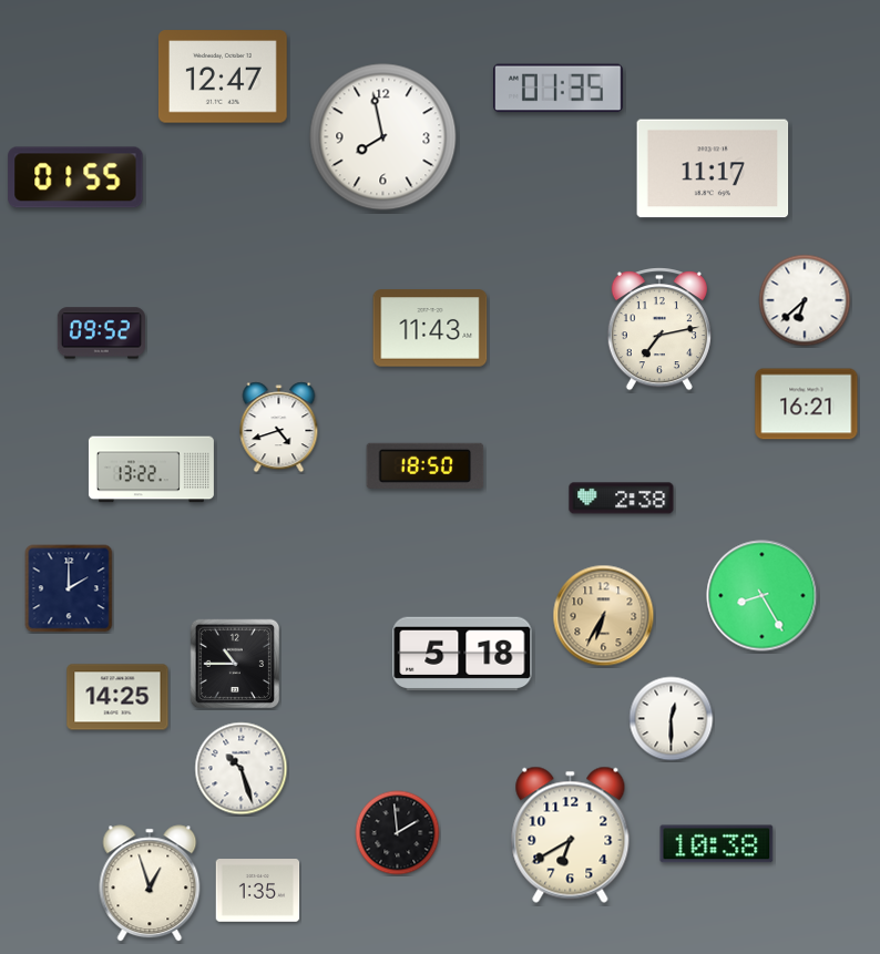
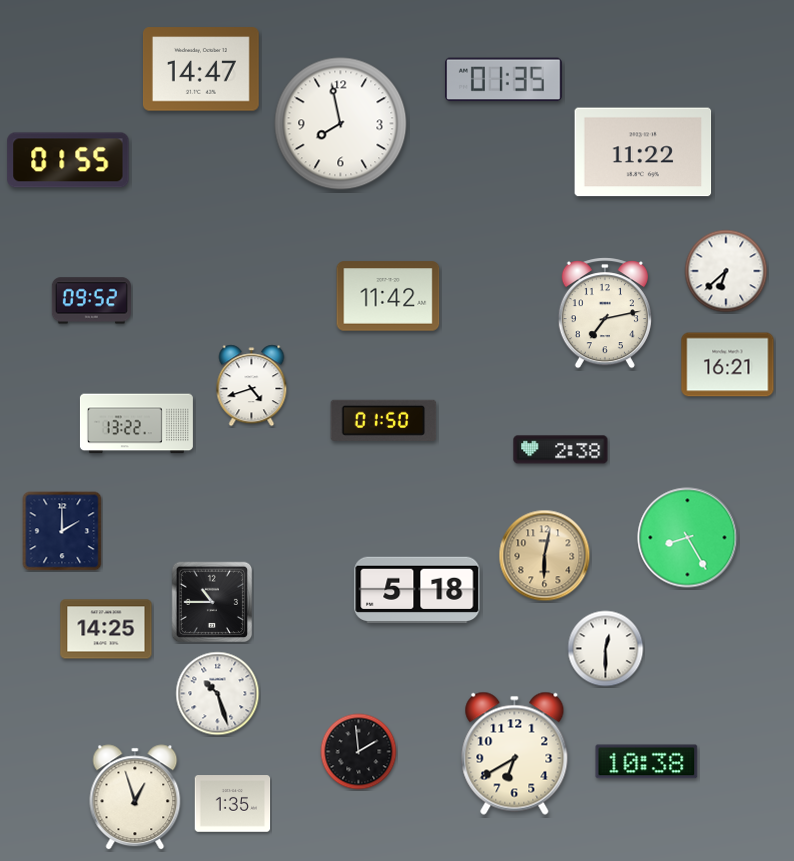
clock at (223, 76): 12:47 -> 14:47
clock at (383, 137) position: (383, 137) -> (341, 124)
clock at (713, 168): 11:17 -> 11:22
clock at (430, 328): 11:43 -> 11:42
clock at (659, 329) position: (659, 329) -> (605, 313)
clock at (426, 465): 18:50 -> 01:50
clock at (604, 616): 6:35 -> 6:02
clock at (235, 664) position: (235, 664) -> (212, 602)
